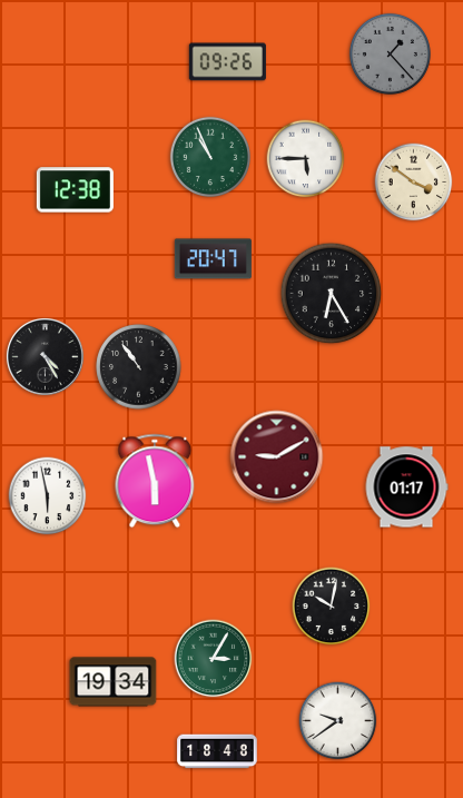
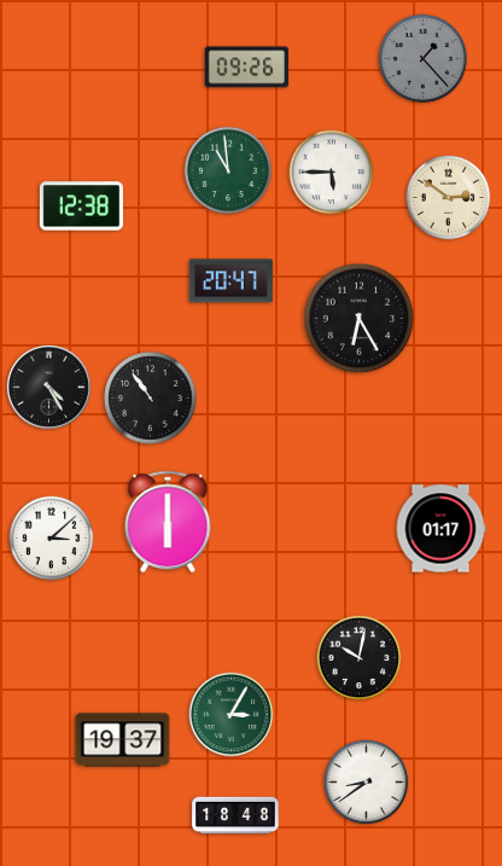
clock at (209, 156): 10:56 -> 10:59
clock at (414, 183): 3:51 -> 2:51
clock at (277, 457): 9:10 -> none
clock at (155, 481): 5:58 -> 6:00
clock at (48, 496): 5:58 -> 3:08
clock at (114, 682): 19:34 -> 19:37
clock at (338, 721): 9:39 -> 8:39
